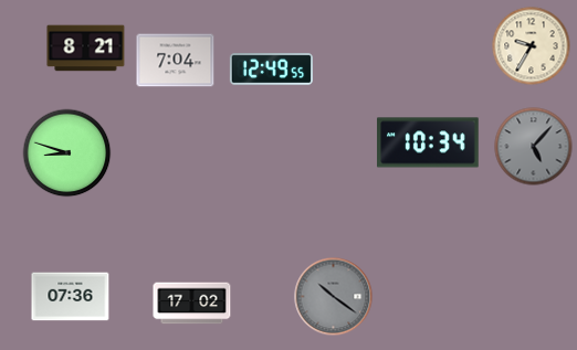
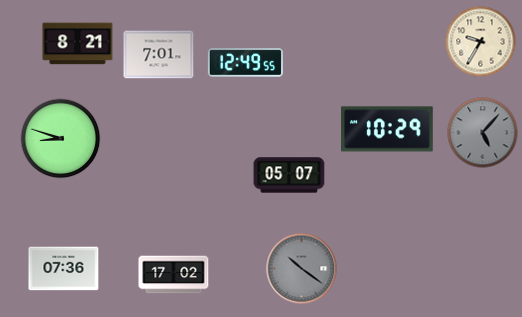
clock at (176, 61): 7:04 -> 7:01
clock at (428, 142): 10:34 -> 10:29
clock at (289, 175): none -> 05:07
